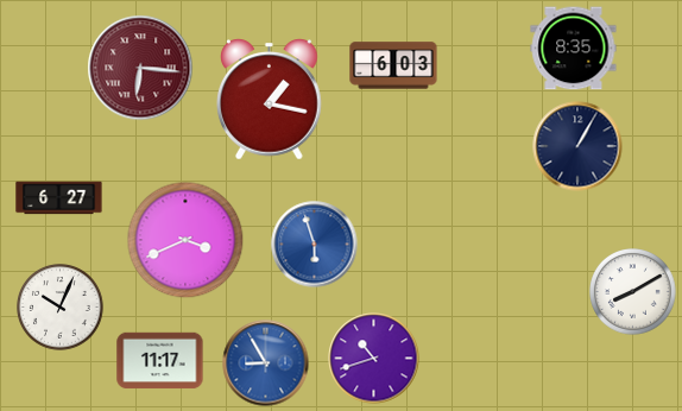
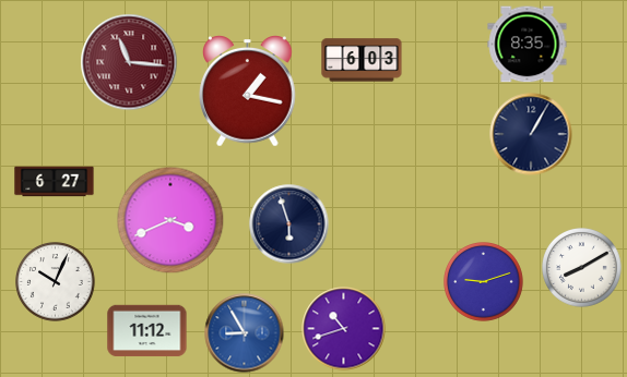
clock at (140, 68): 6:16 -> 11:16
clock at (315, 245) dial: blue -> navy
clock at (484, 282): none -> 9:12
clock at (160, 361): 11:17 -> 11:12
